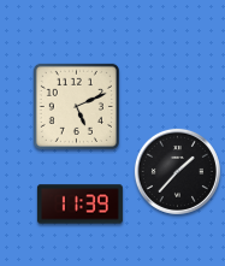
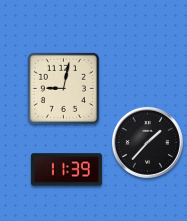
clock at (76, 106): 5:11 -> 9:02
